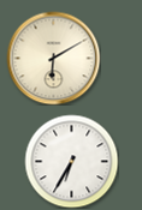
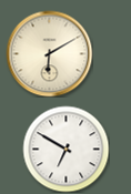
clock at (71, 161): 6:35 -> 6:50
